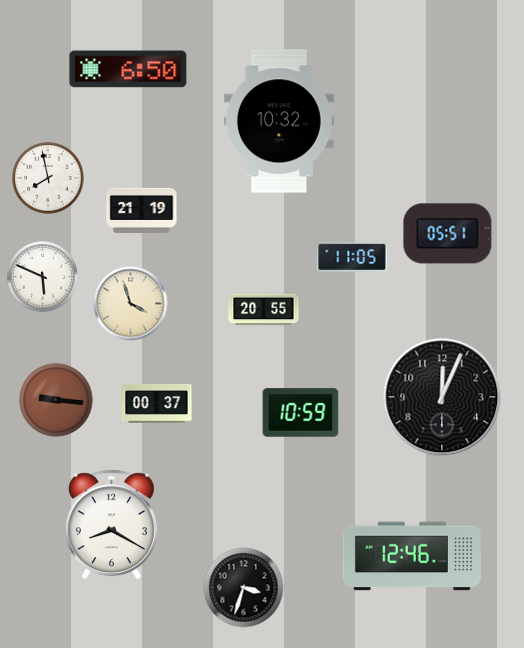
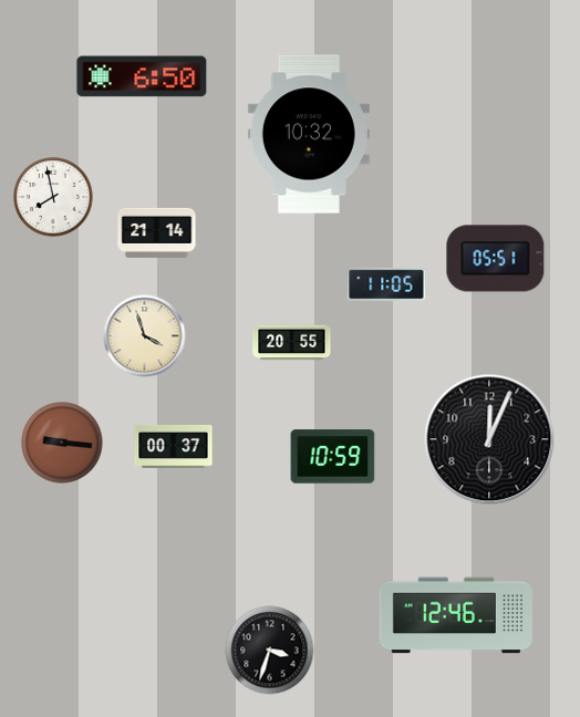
clock at (142, 210): 21:19 -> 21:14
clock at (352, 256) position: (352, 256) -> (386, 283)
clock at (43, 277): 5:49 -> none
clock at (111, 525): 8:20 -> none
